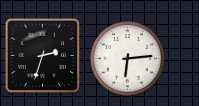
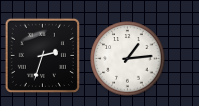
clock at (128, 59): 6:14 -> 1:14
